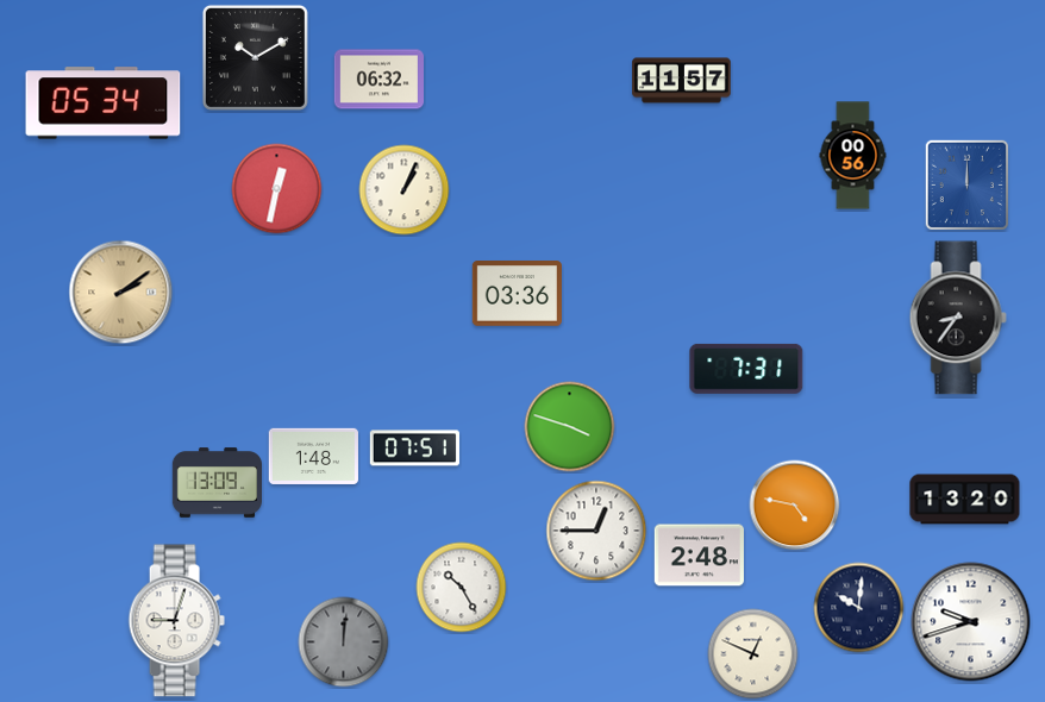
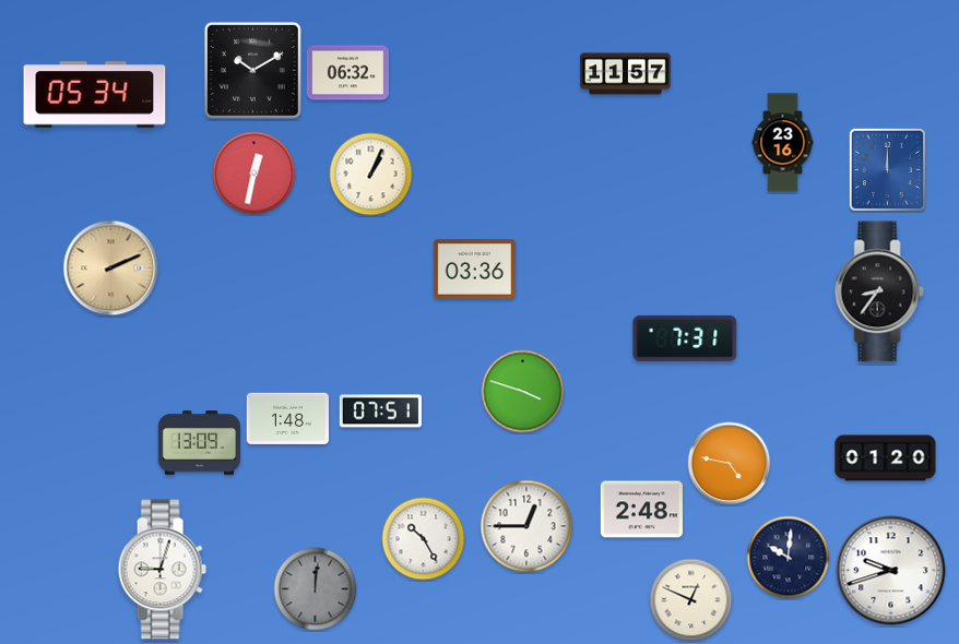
clock at (255, 57) position: (255, 57) -> (252, 70)
clock at (853, 156): 00:56 -> 23:16
clock at (121, 293): 2:09 -> 2:11
clock at (965, 500): 13:20 -> 01:20
clock at (596, 531) position: (596, 531) -> (526, 526)
